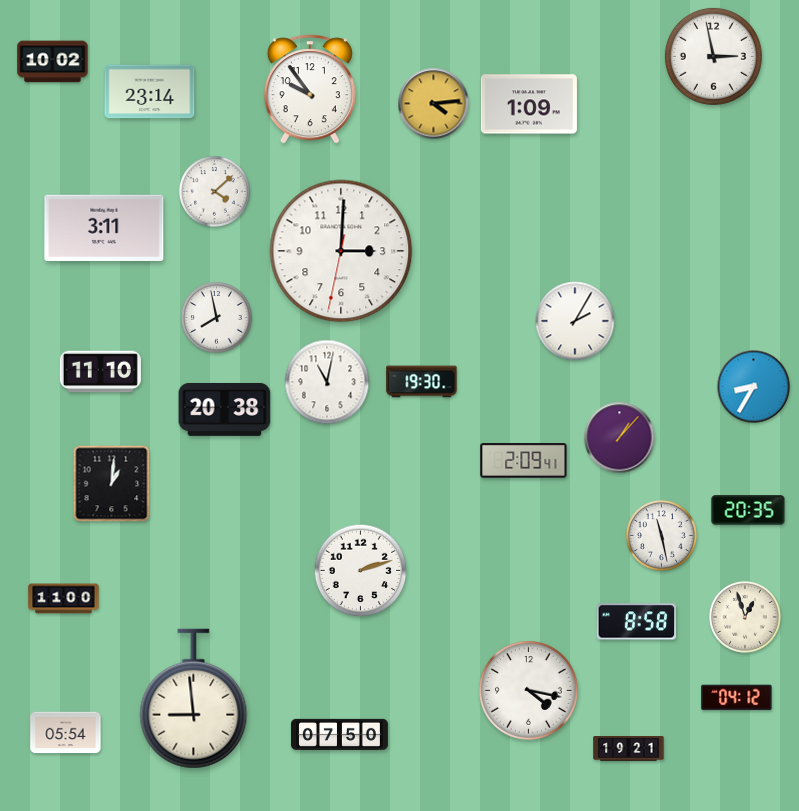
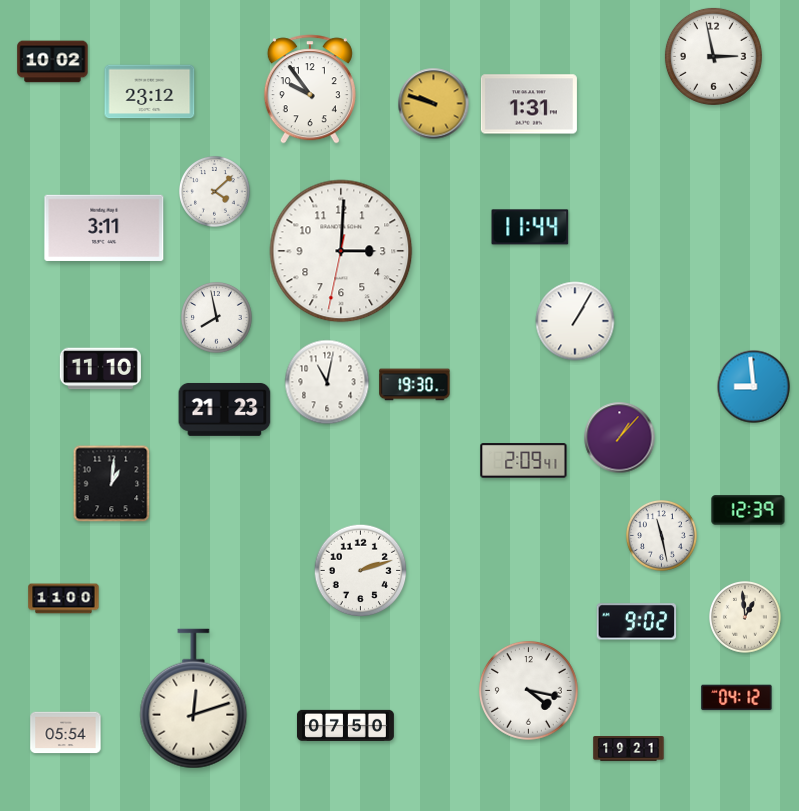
clock at (150, 92): 23:14 -> 23:12
clock at (434, 104): 4:14 -> 9:48
clock at (529, 104): 1:09 -> 1:31
clock at (530, 227): none -> 11:44
clock at (575, 321): 2:05 -> 1:05
clock at (100, 372) position: (100, 372) -> (100, 369)
clock at (422, 382) position: (422, 382) -> (415, 385)
clock at (754, 387): 8:35 -> 8:59
clock at (225, 409): 20:38 -> 21:23
clock at (748, 510): 20:35 -> 12:39
clock at (746, 618): 12:57 -> 12:59
clock at (637, 622): 8:58 -> 9:02
clock at (194, 699): 8:59 -> 12:12
clock at (339, 734) position: (339, 734) -> (345, 725)
